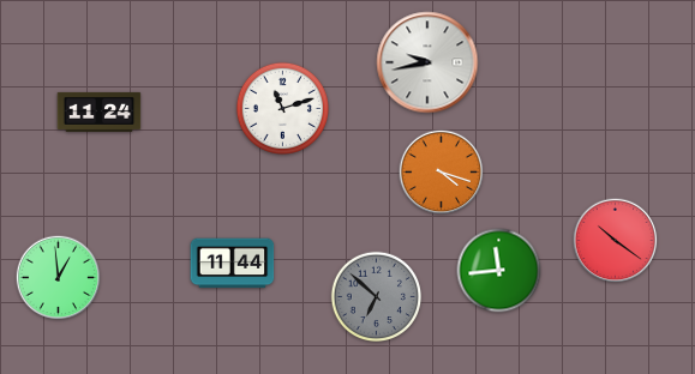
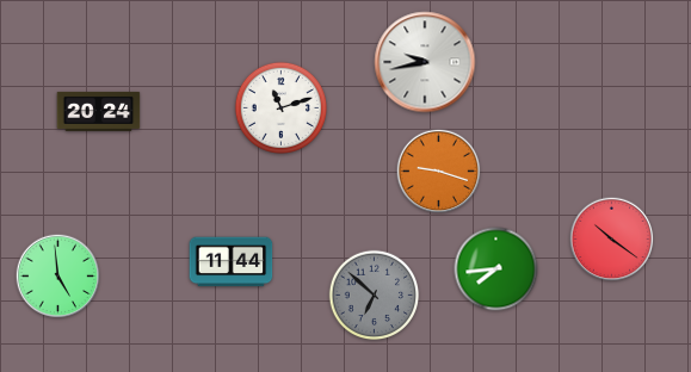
clock at (100, 111): 11:24 -> 20:24
clock at (442, 173): 4:18 -> 9:18
clock at (499, 271): 11:44 -> 7:44
clock at (59, 278): 12:59 -> 4:59
